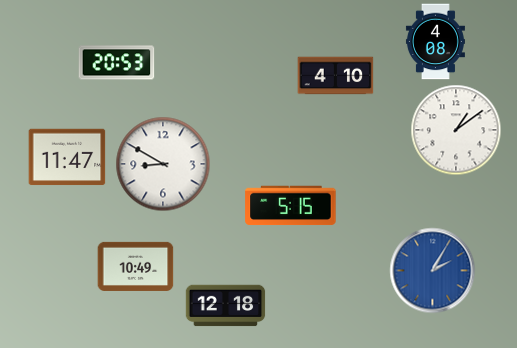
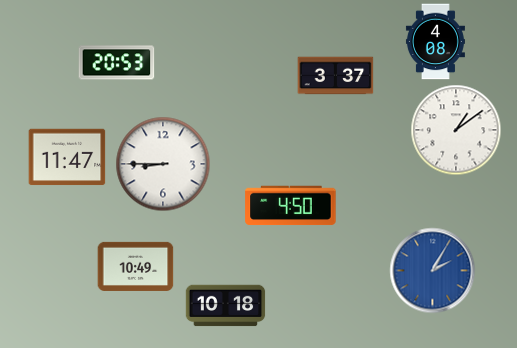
clock at (336, 76): 4:10 -> 3:37
clock at (163, 164): 8:50 -> 8:45
clock at (291, 206): 5:15 -> 4:50
clock at (226, 306): 12:18 -> 10:18
